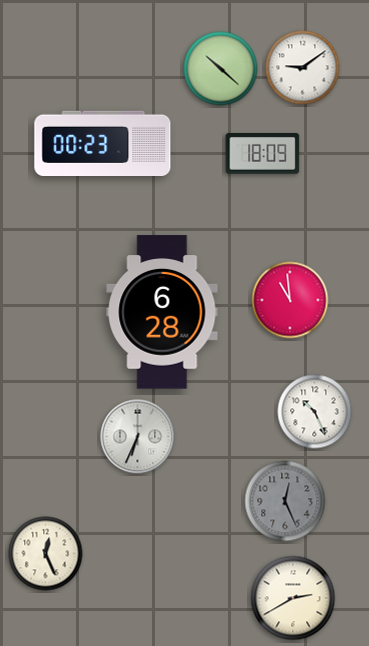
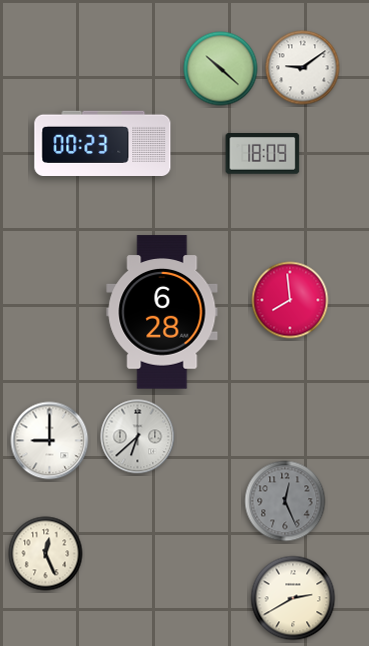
clock at (290, 300): 10:59 -> 7:59
clock at (315, 412): 10:26 -> none
clock at (138, 437): 6:34 -> 6:38
clock at (50, 441): none -> 9:00
